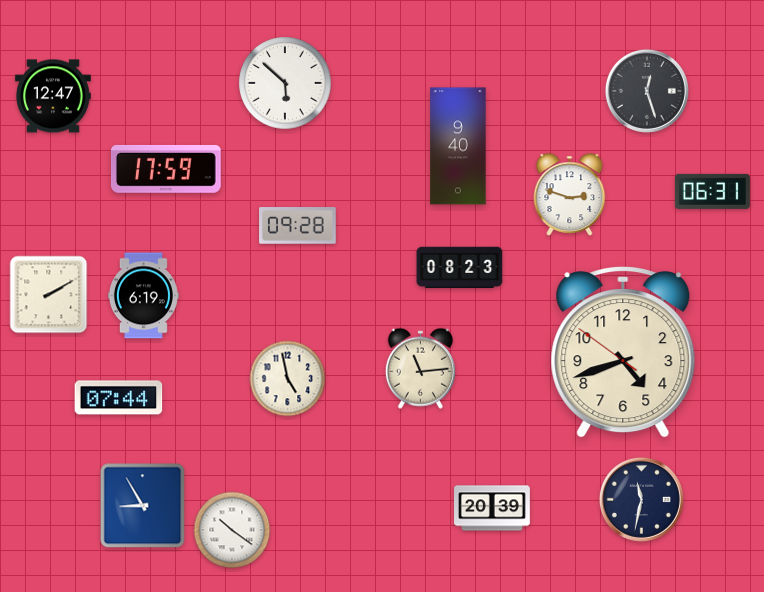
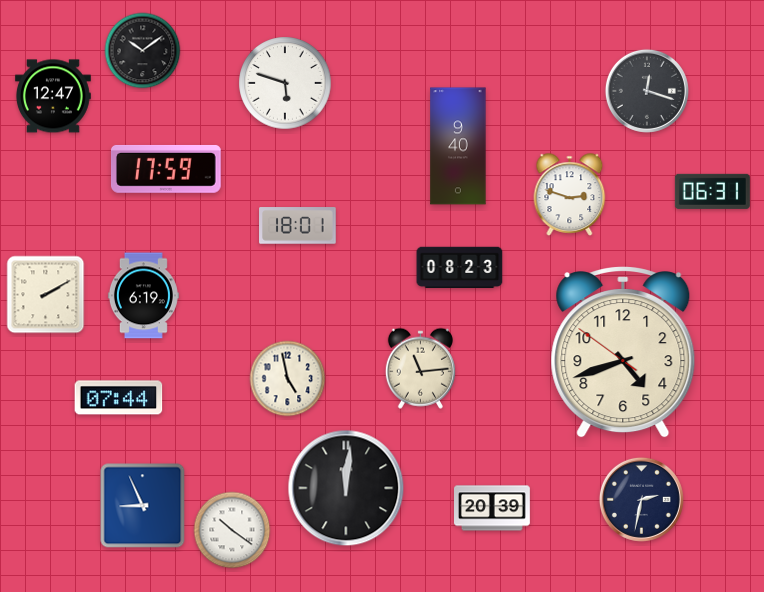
clock at (143, 51): none -> 10:09
clock at (285, 83): 5:52 -> 5:48
clock at (647, 91): 12:27 -> 12:18
clock at (298, 226): 09:28 -> 18:01
clock at (49, 295) position: (49, 295) -> (46, 295)
clock at (346, 488): none -> 12:01
clock at (641, 499): 11:32 -> 2:32
clock at (143, 506): 8:55 -> 8:56
